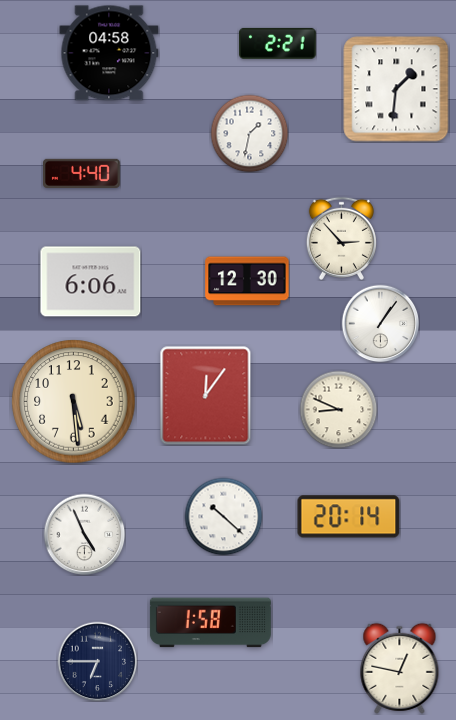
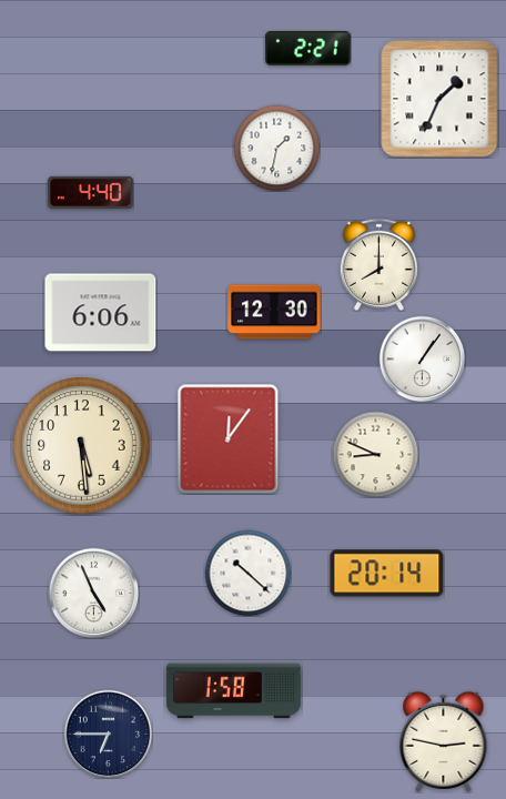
clock at (109, 53): 04:58 -> none
clock at (396, 89): 1:31 -> 1:34
clock at (341, 238): 2:53 -> 8:00
clock at (400, 668): 12:47 -> 2:47
